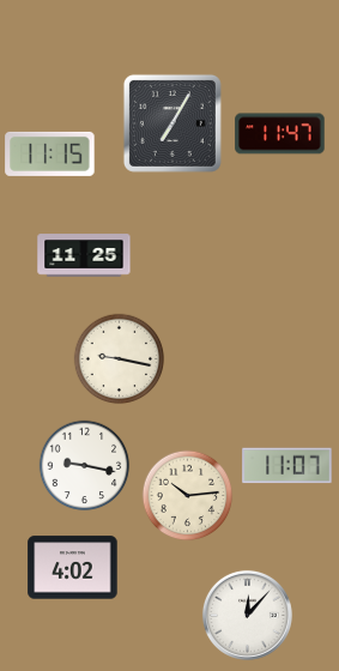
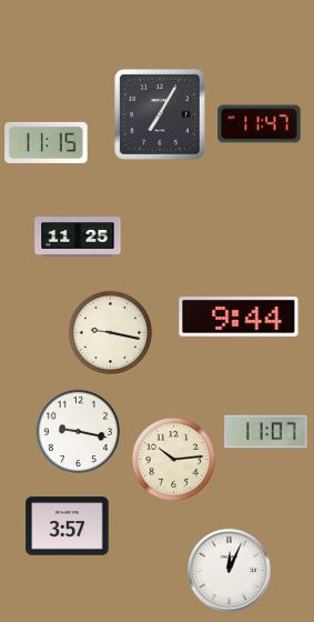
clock at (239, 318): none -> 9:44
clock at (73, 568): 4:02 -> 3:57
clock at (247, 615): 12:07 -> 12:04
